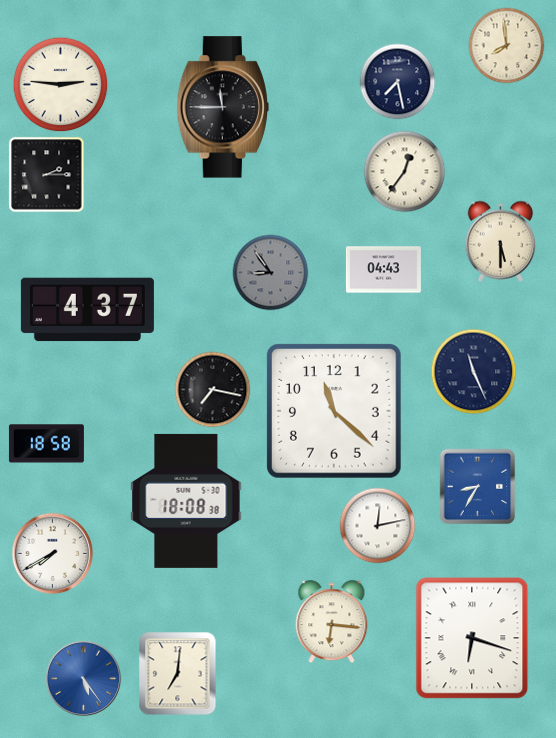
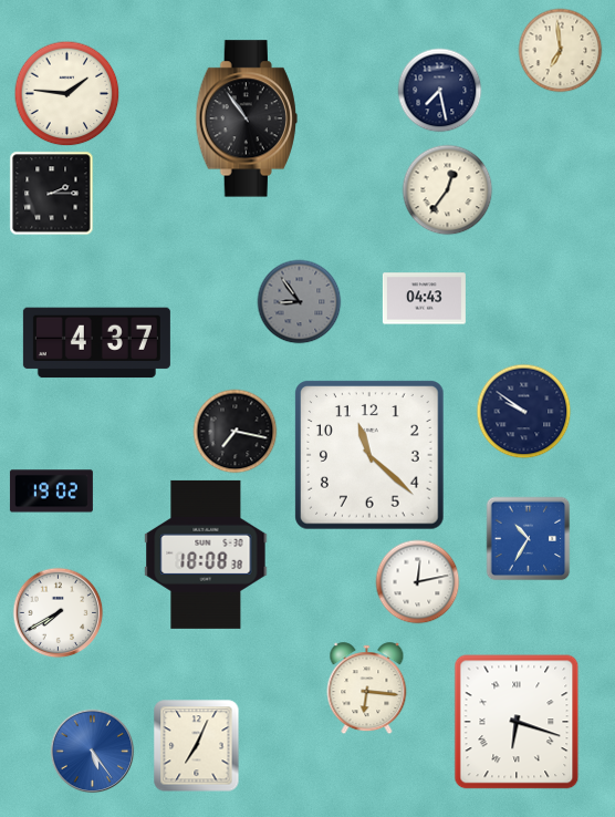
clock at (507, 46): 7:59 -> 6:59
clock at (61, 85): 2:46 -> 1:46
clock at (223, 107): 11:45 -> 10:54
clock at (501, 241): 5:30 -> none
clock at (474, 372): 11:26 -> 9:51
clock at (46, 444): 18:58 -> 19:02
clock at (478, 487): 8:35 -> 10:35
clock at (472, 638) position: (472, 638) -> (517, 722)
clock at (178, 674): 7:01 -> 7:04
